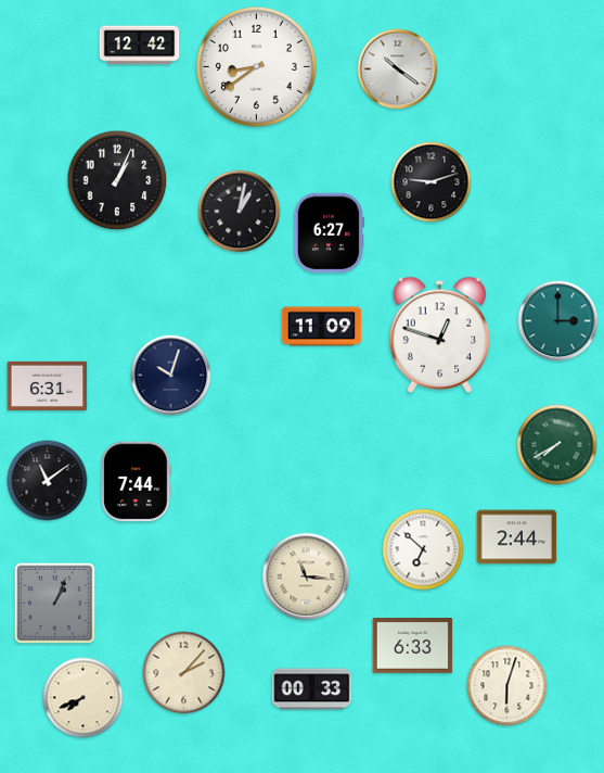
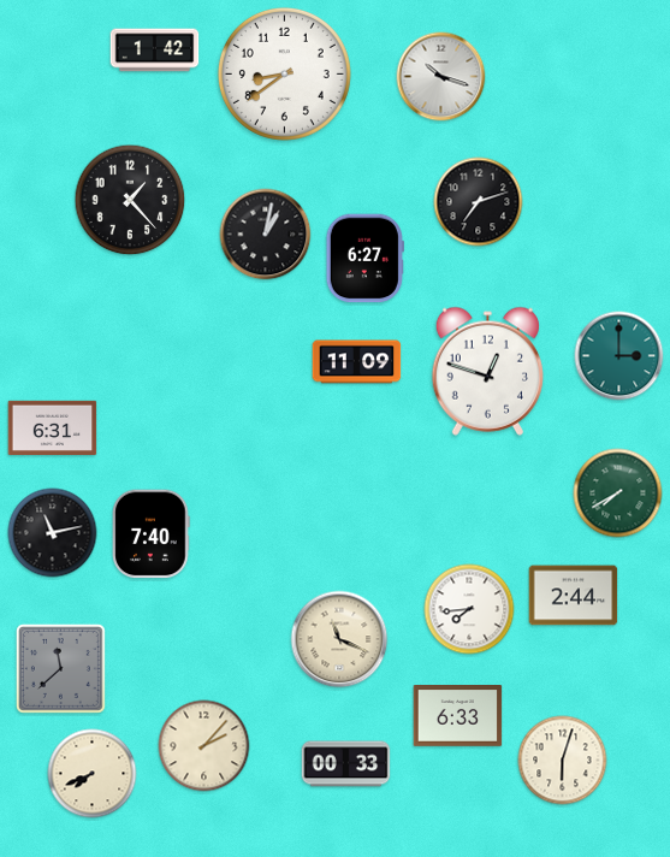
clock at (140, 46): 12:42 -> 1:42
clock at (398, 69): 10:21 -> 10:18
clock at (117, 180): 1:04 -> 1:23
clock at (432, 182): 9:12 -> 7:12
clock at (171, 376): 10:03 -> none
clock at (48, 481): 11:09 -> 11:13
clock at (137, 482): 7:44 -> 7:40
clock at (423, 549): 6:52 -> 7:44
clock at (306, 576): 11:16 -> 11:19
clock at (54, 603): 1:04 -> 11:38
